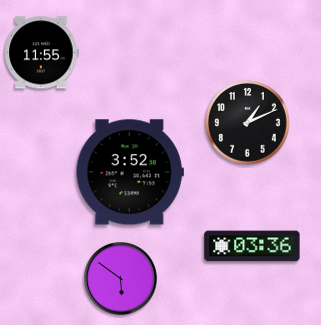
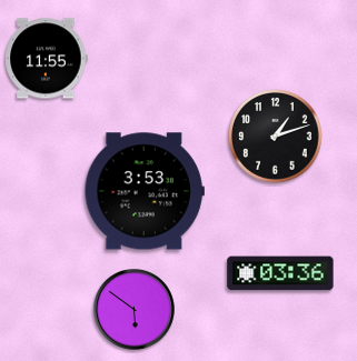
clock at (248, 123): 1:11 -> 1:12
clock at (130, 172): 3:52 -> 3:53
